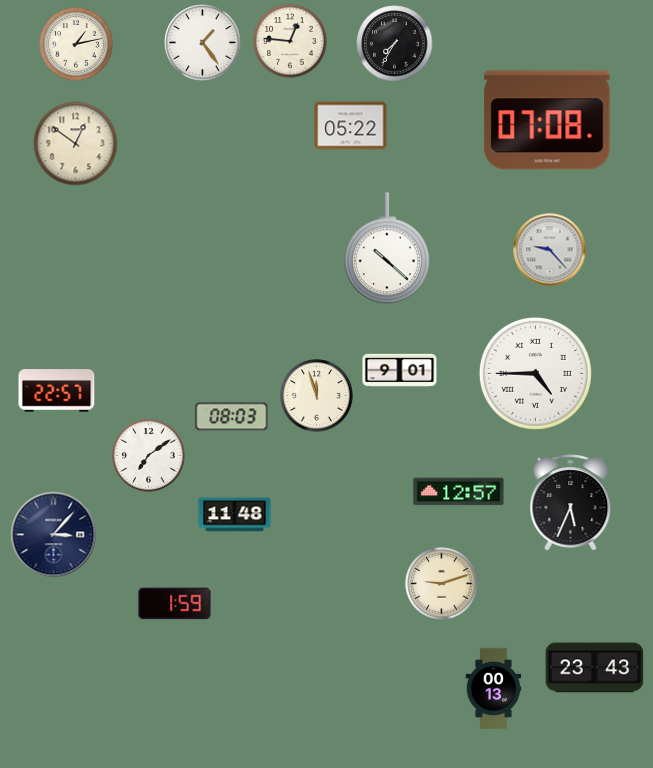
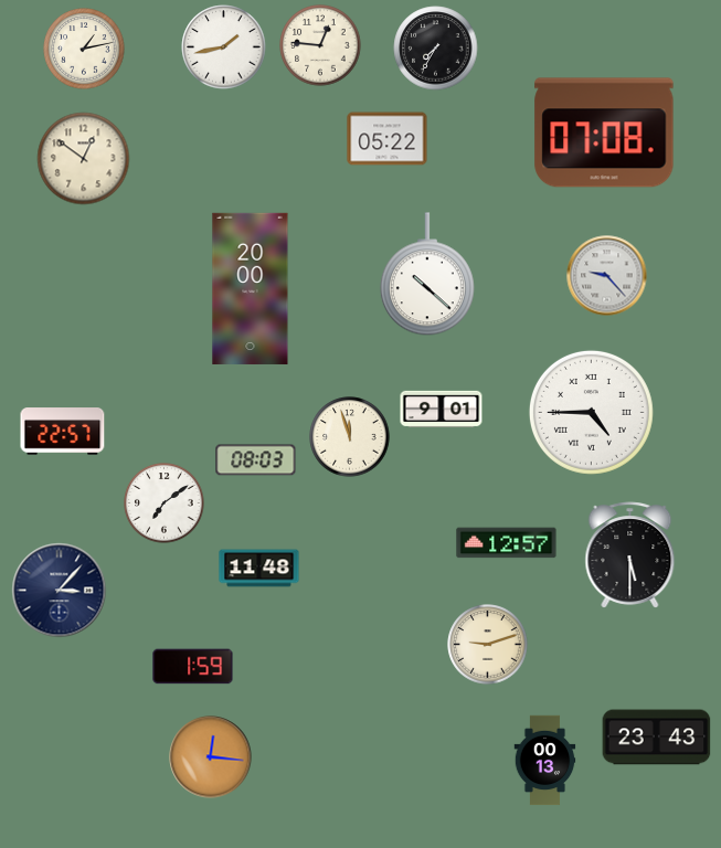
clock at (203, 43): 1:24 -> 1:43
clock at (251, 288): none -> 20:00
clock at (571, 503): 5:34 -> 5:30
clock at (211, 757): none -> 12:16
